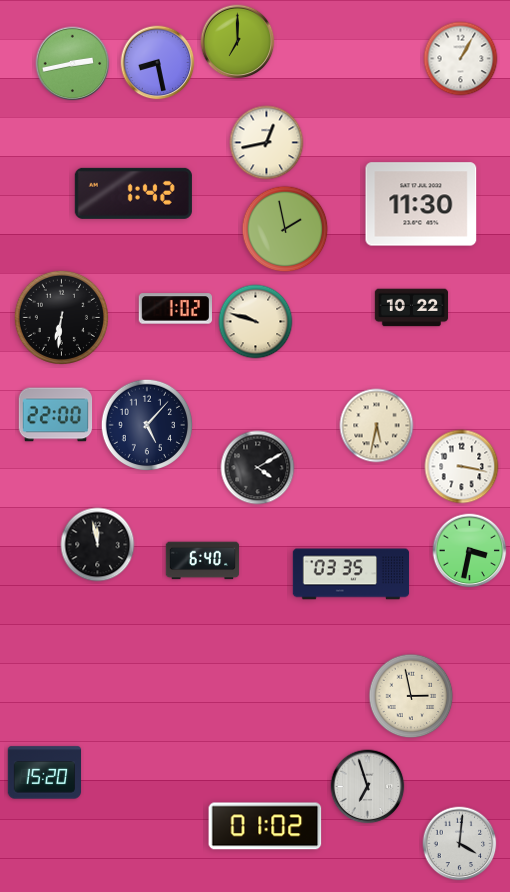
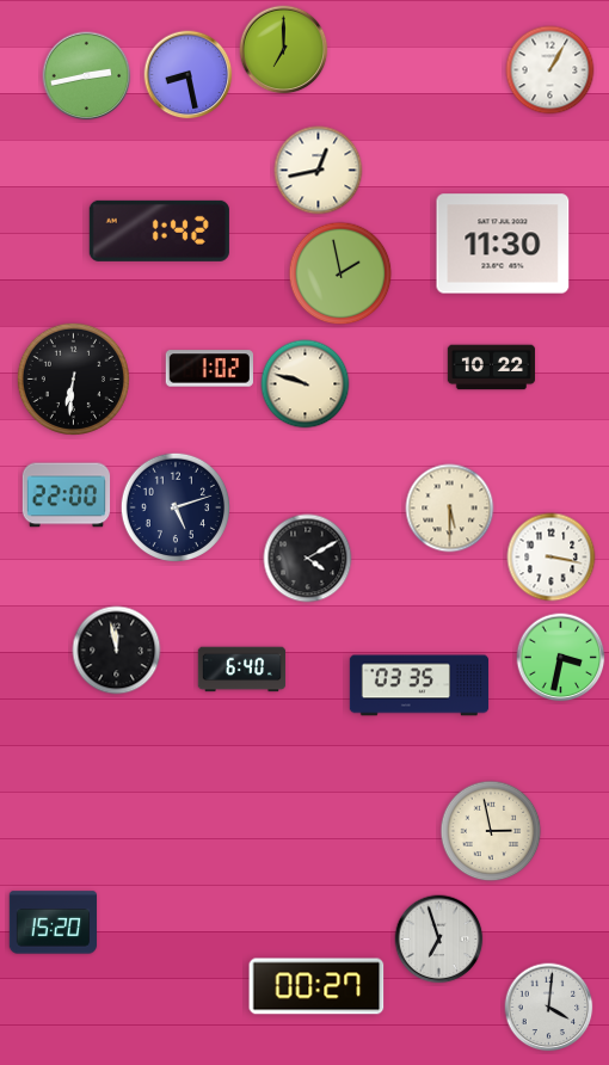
clock at (147, 425): 5:07 -> 5:12
clock at (377, 426): 5:32 -> 5:30
clock at (265, 826): 01:02 -> 00:27
